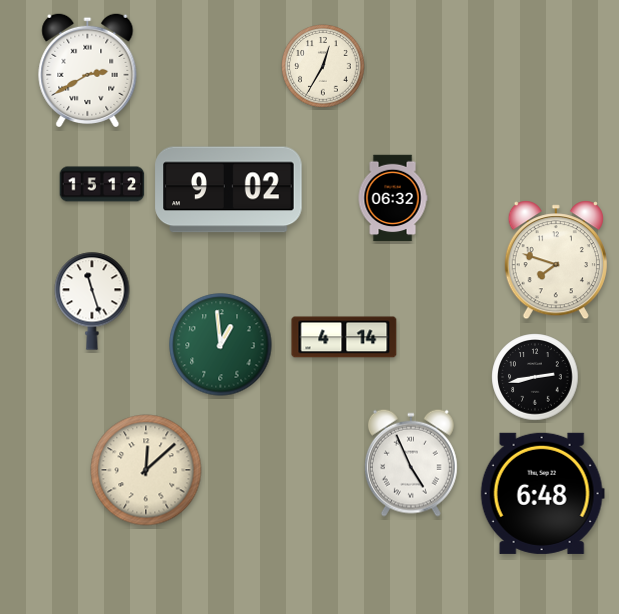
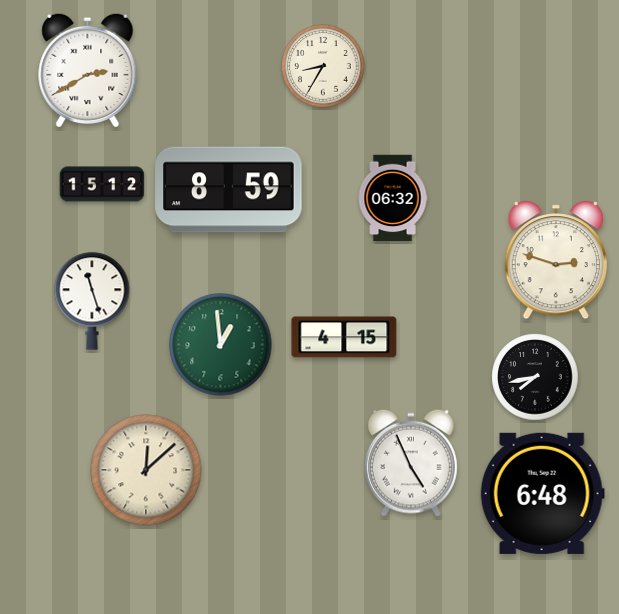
clock at (323, 66): 12:35 -> 8:35
clock at (229, 190): 9:02 -> 8:59
clock at (556, 260): 7:48 -> 2:48
clock at (344, 337): 4:14 -> 4:15
clock at (535, 377): 2:43 -> 7:43
